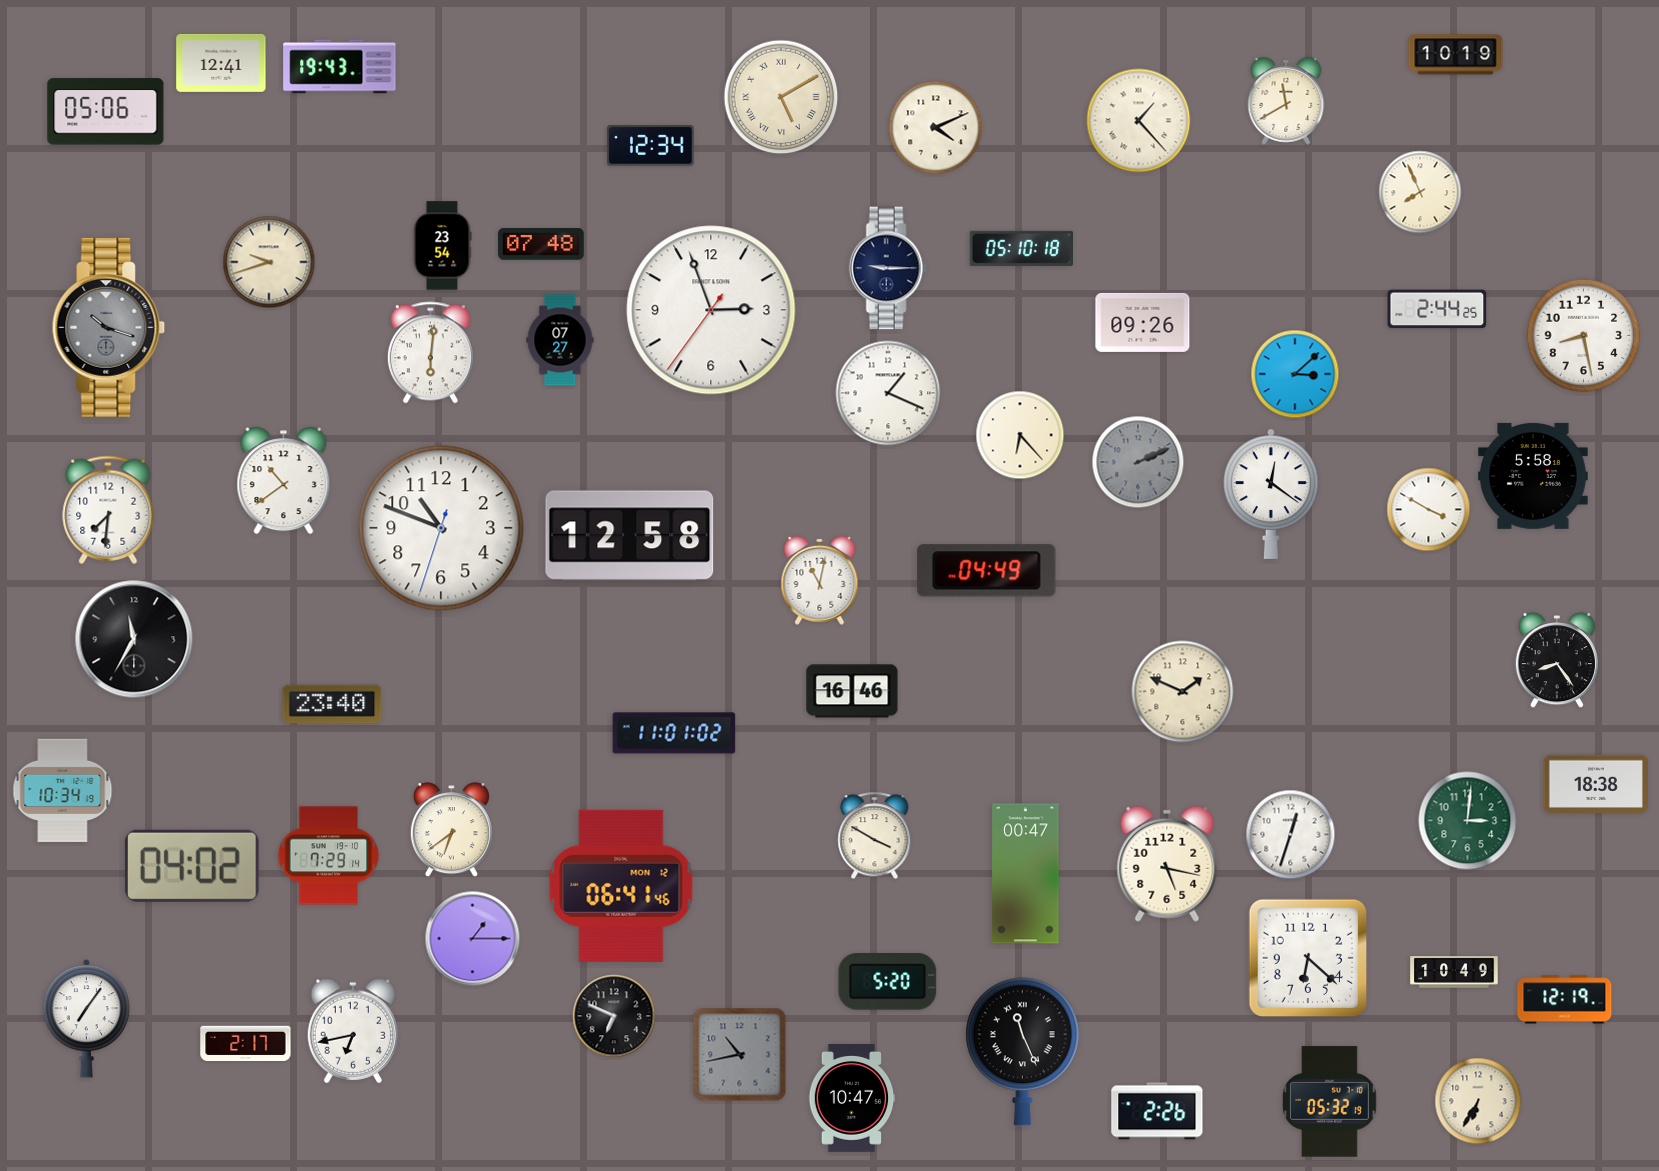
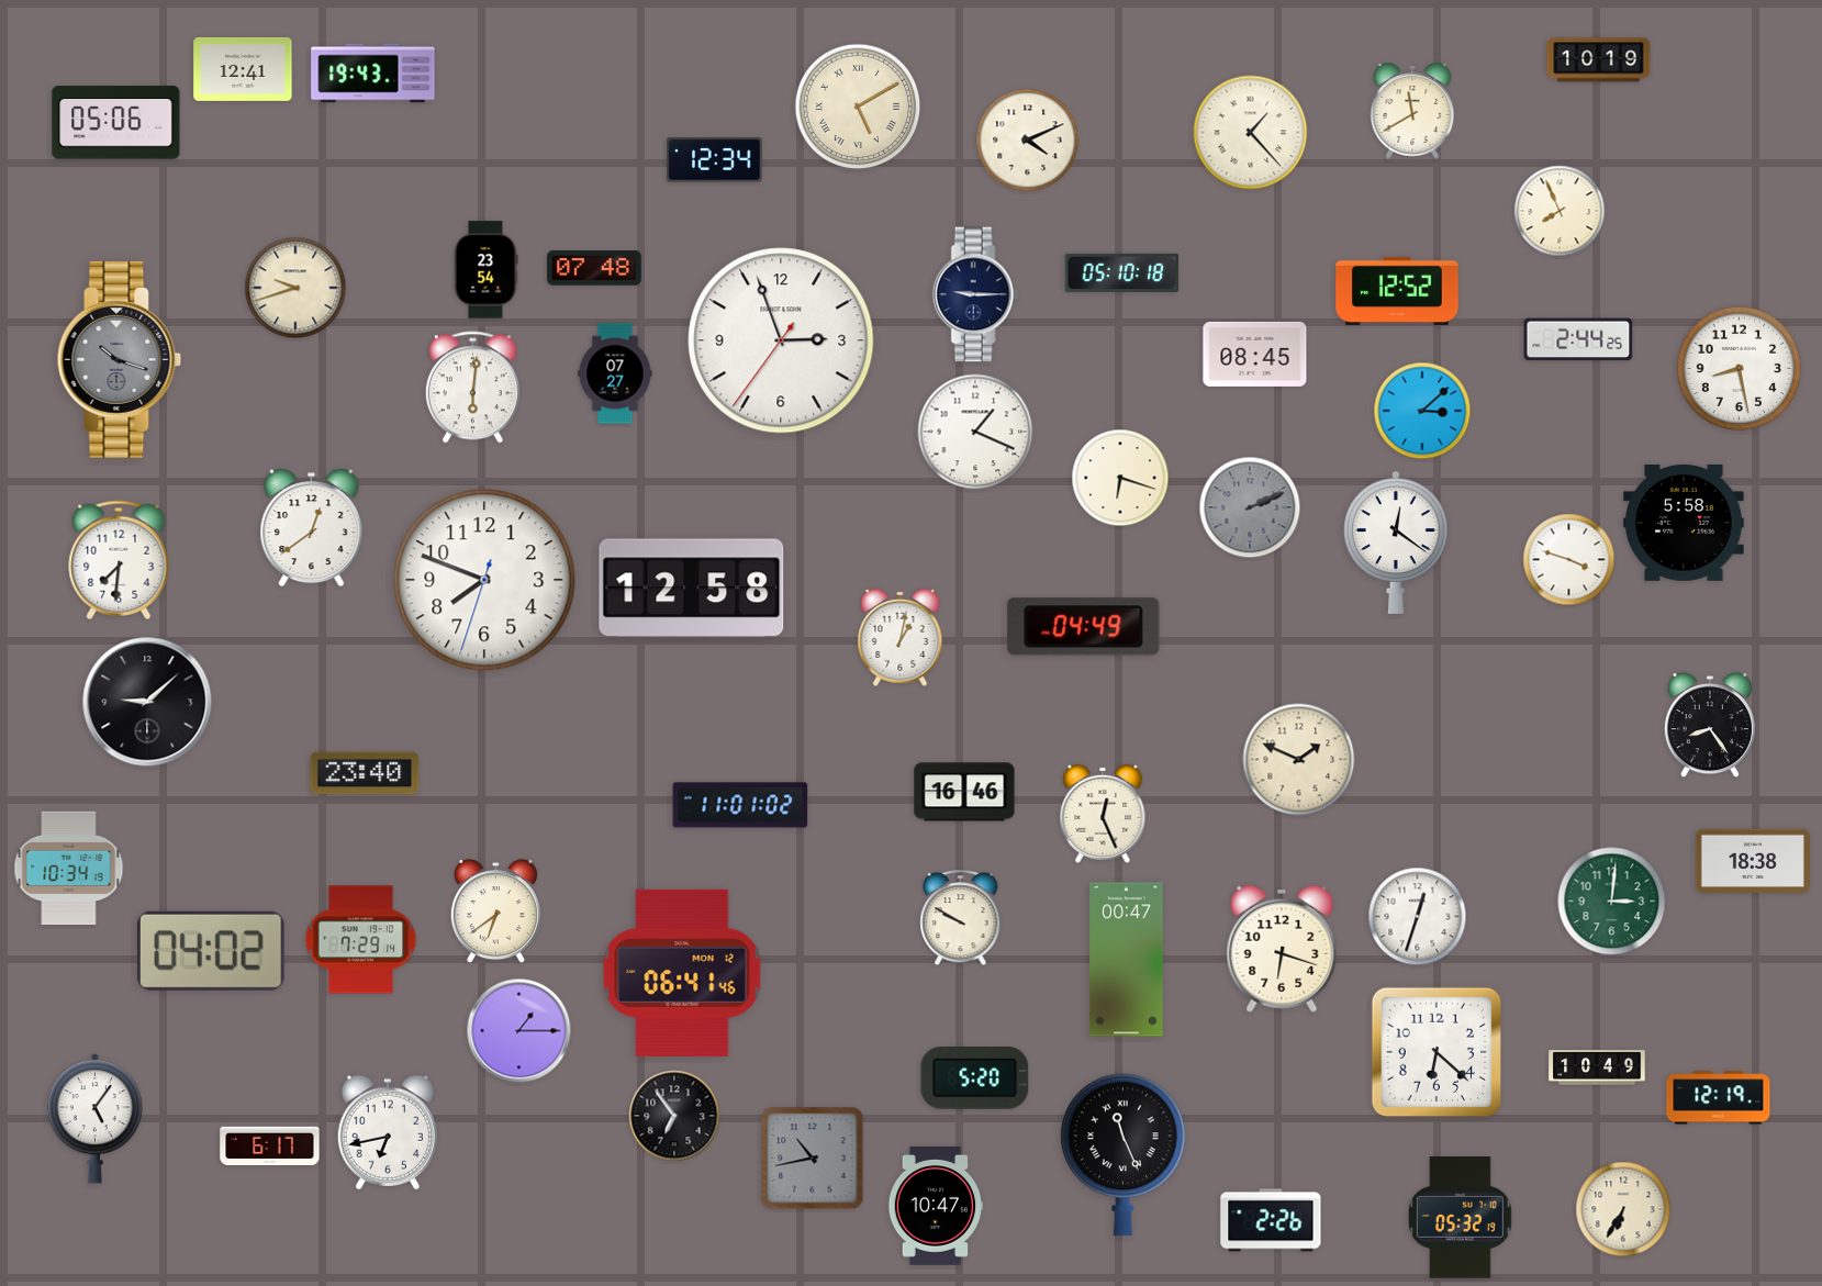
clock at (1397, 290): none -> 12:52
clock at (1143, 322): 09:26 -> 08:45
clock at (1020, 435): 6:23 -> 6:18
clock at (284, 481): 10:39 -> 12:39
clock at (1429, 510): 3:50 -> 3:48
clock at (441, 528): 10:48 -> 7:48
clock at (820, 580): 11:02 -> 1:02
clock at (134, 639): 11:35 -> 9:08
clock at (852, 691) position: (852, 691) -> (964, 792)
clock at (1103, 814): none -> 12:26
clock at (875, 836): 3:50 -> 9:50
clock at (1167, 864): 5:17 -> 6:18
clock at (614, 1016): 6:49 -> 6:54
clock at (87, 1019): 7:06 -> 5:06
clock at (246, 1044): 2:17 -> 6:17
clock at (1330, 1102) position: (1330, 1102) -> (1461, 1218)
